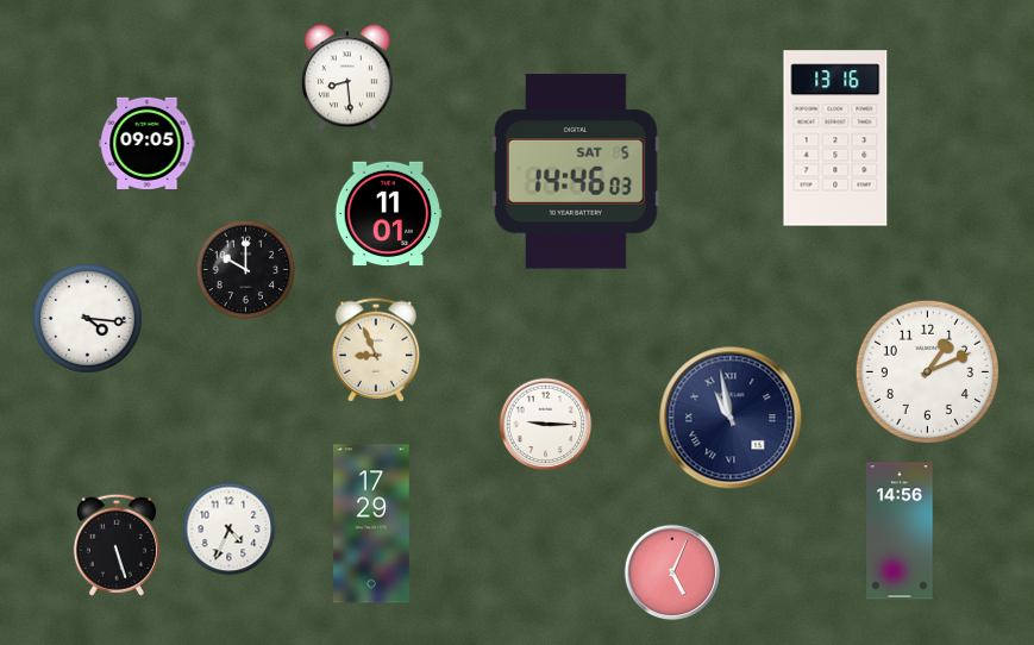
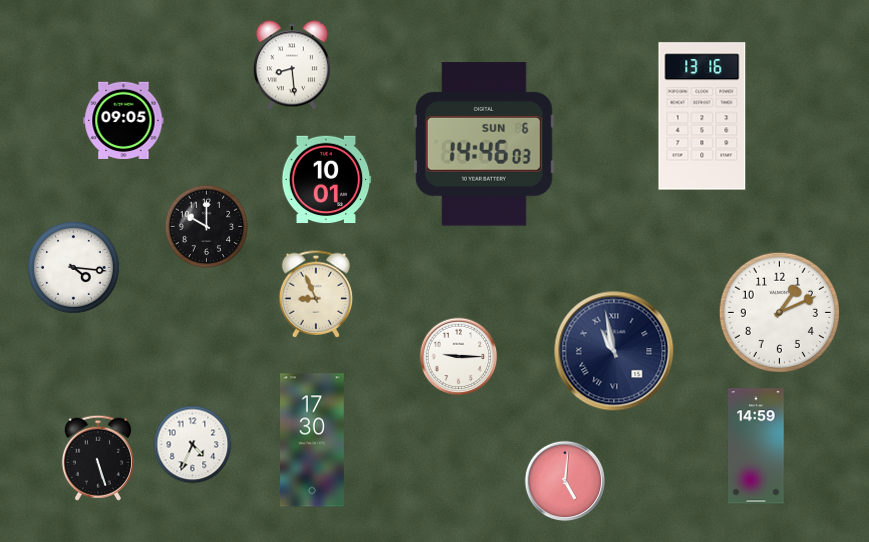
clock at (576, 171) date: SAT 5 -> SUN 6
clock at (388, 214): 11:01 -> 10:01
clock at (372, 524): 17:29 -> 17:30
clock at (900, 531): 14:56 -> 14:59
clock at (672, 572): 5:04 -> 5:01
